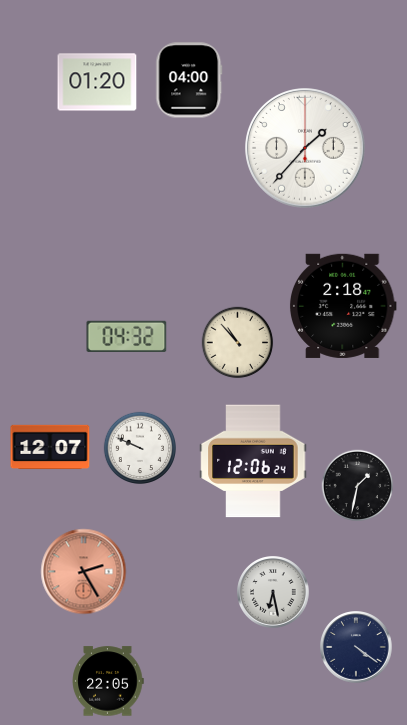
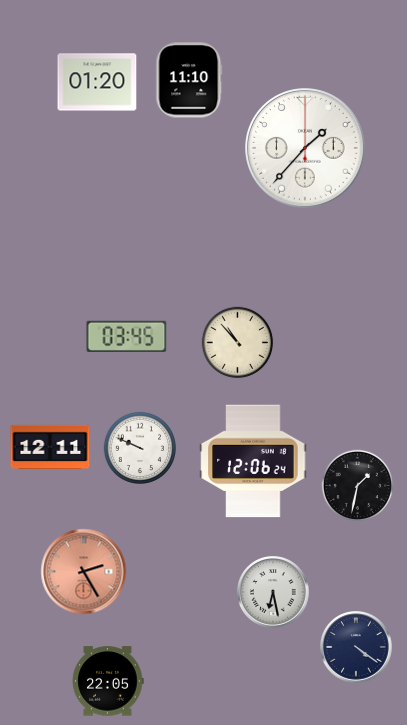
clock at (189, 80): 04:00 -> 11:10
clock at (343, 306): 2:18 -> none
clock at (127, 336): 04:32 -> 03:45
clock at (50, 447): 12:07 -> 12:11
